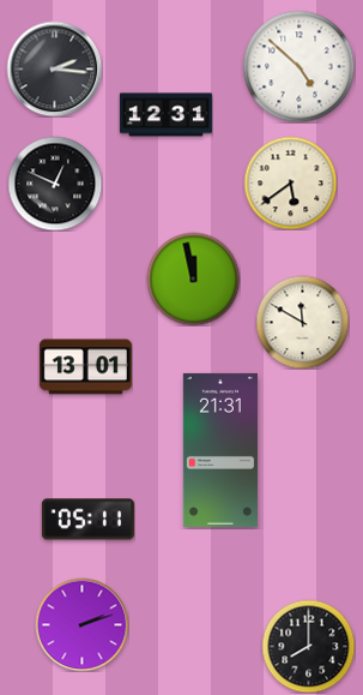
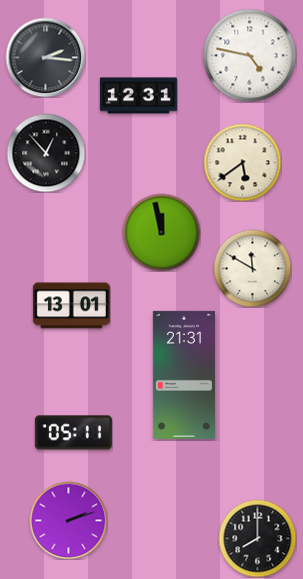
clock at (298, 66): 4:52 -> 4:47
clock at (290, 182) position: (290, 182) -> (242, 162)
clock at (55, 184): 12:49 -> 12:53
